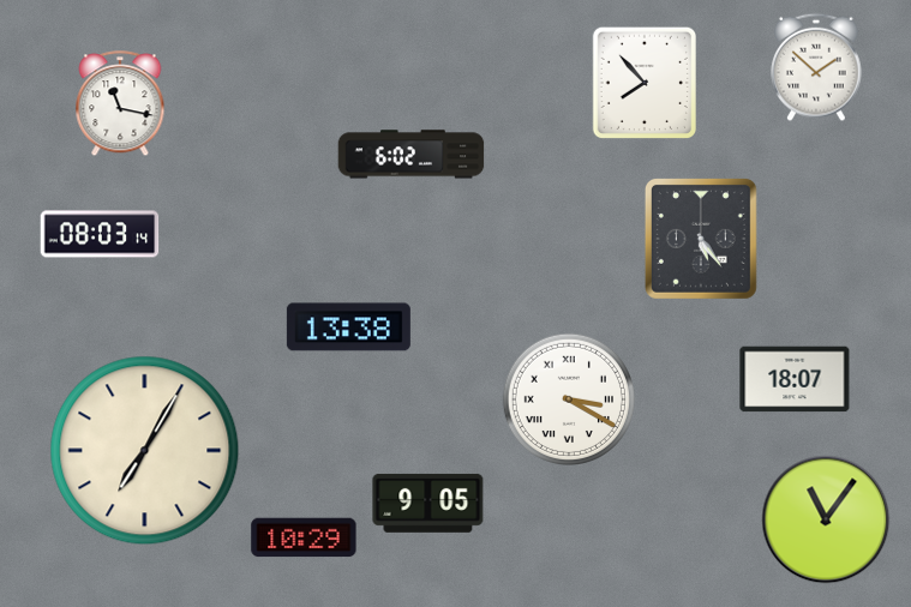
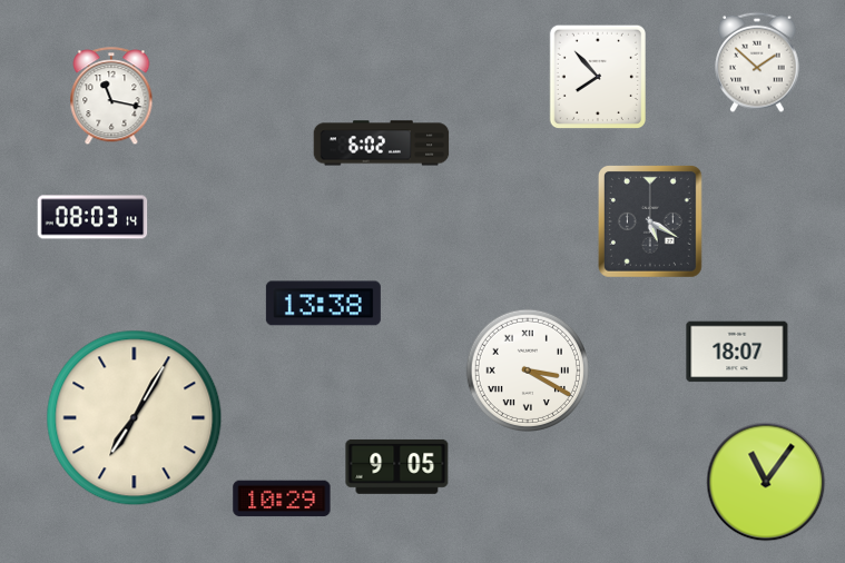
clock at (701, 239): 5:24 -> 5:20
